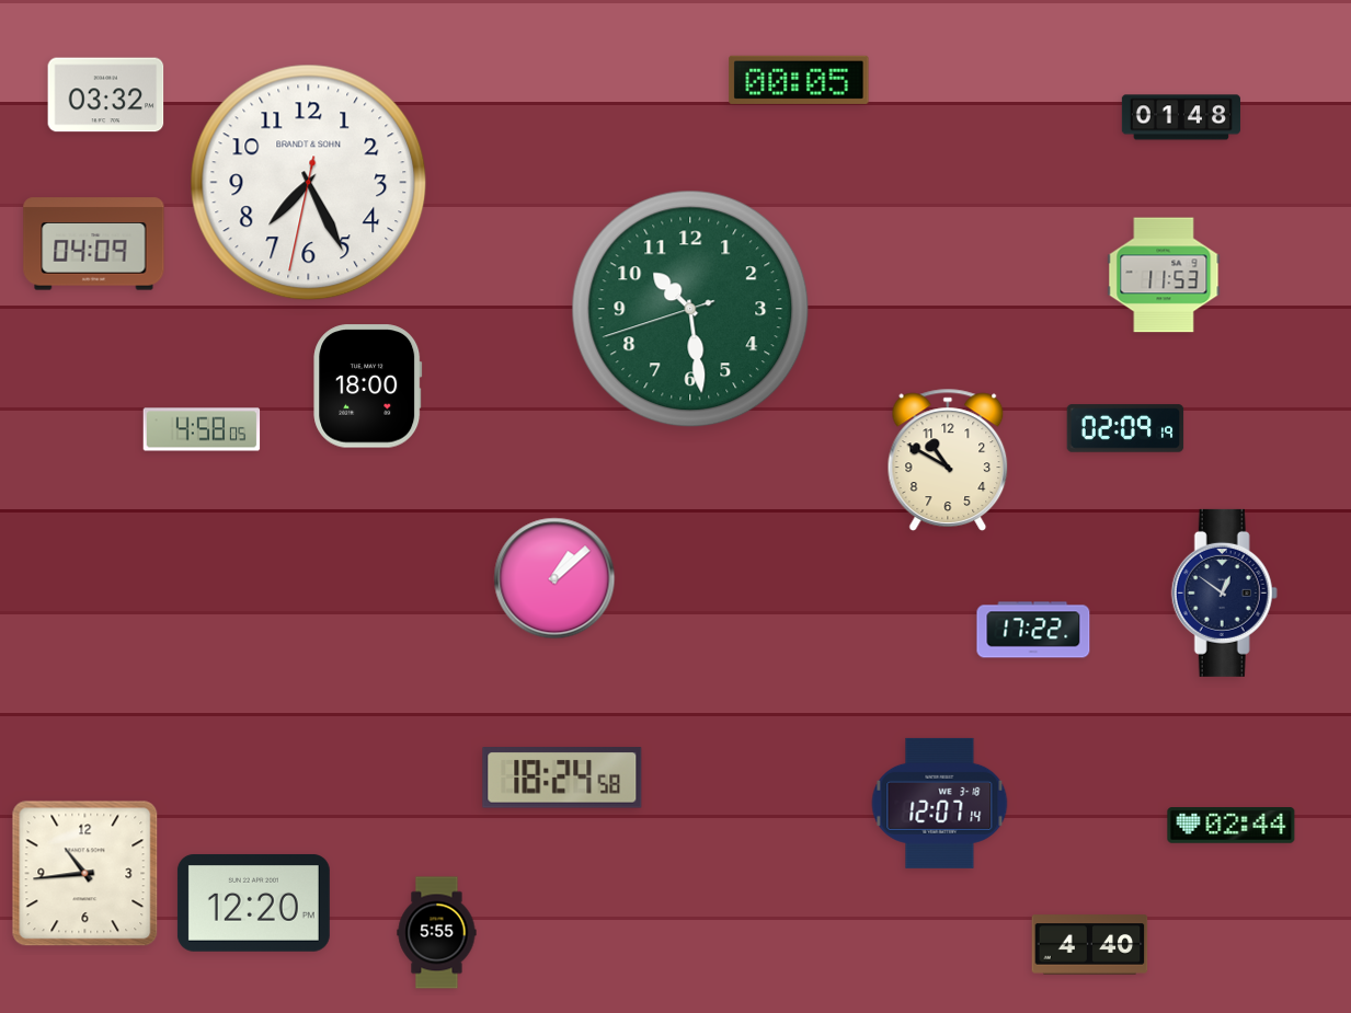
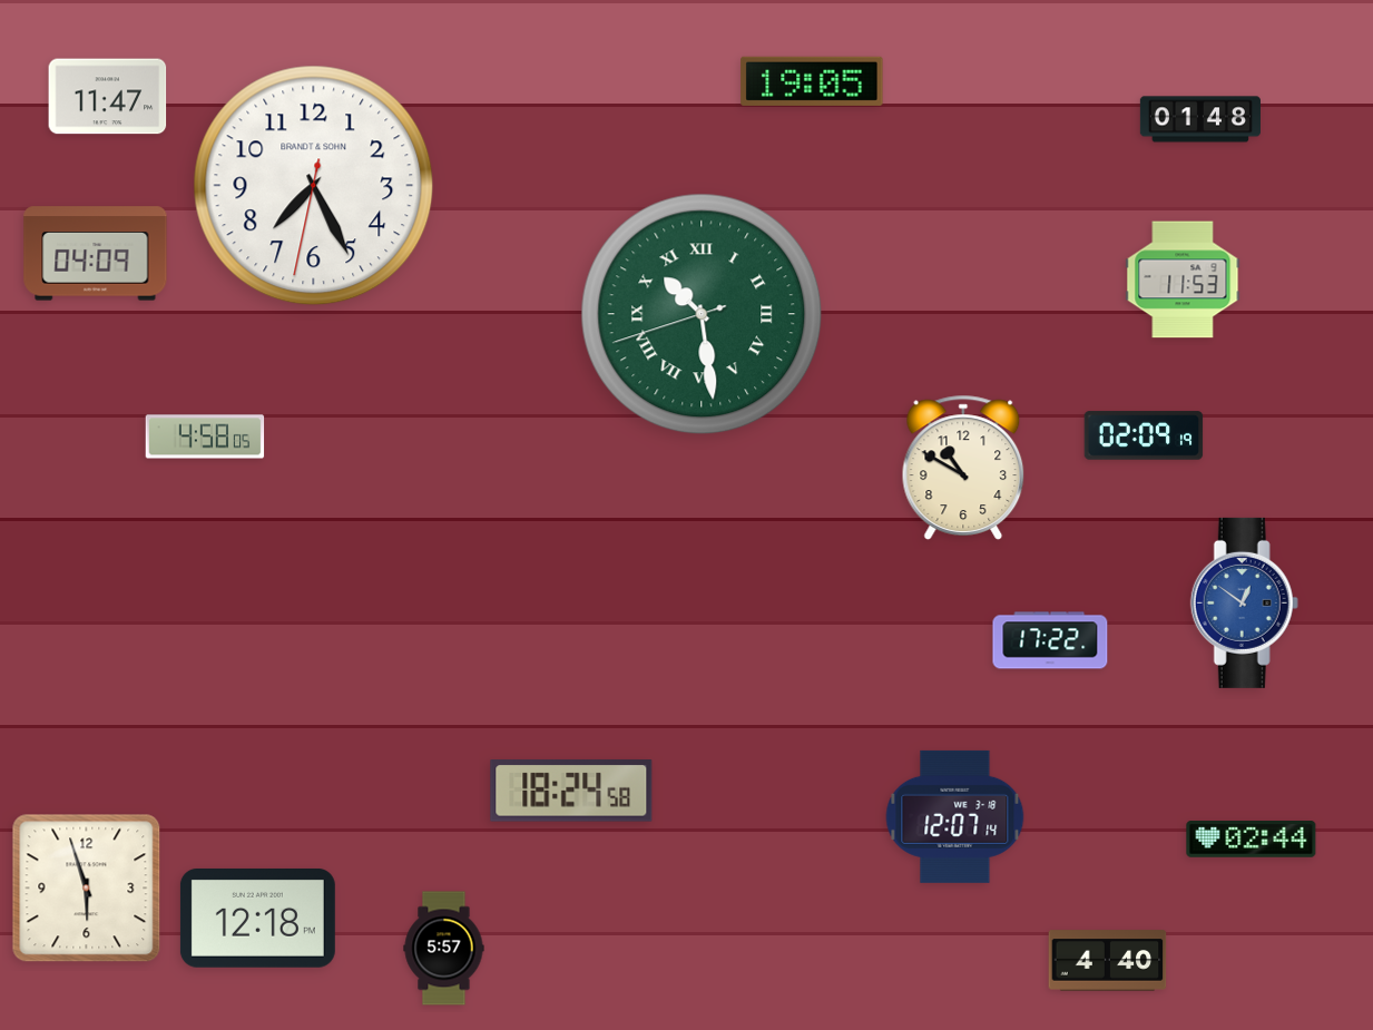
clock at (799, 80): 00:05 -> 19:05
clock at (106, 95): 03:32 -> 11:47
clock at (94, 244) position: (94, 244) -> (96, 254)
clock at (690, 309) numerals: Arabic -> Roman
clock at (368, 387): 18:00 -> none
clock at (554, 578): 1:08 -> none
clock at (1224, 592) dial: navy -> blue
clock at (85, 874): 10:44 -> 5:57
clock at (253, 903): 12:20 -> 12:18
clock at (437, 933): 5:55 -> 5:57
